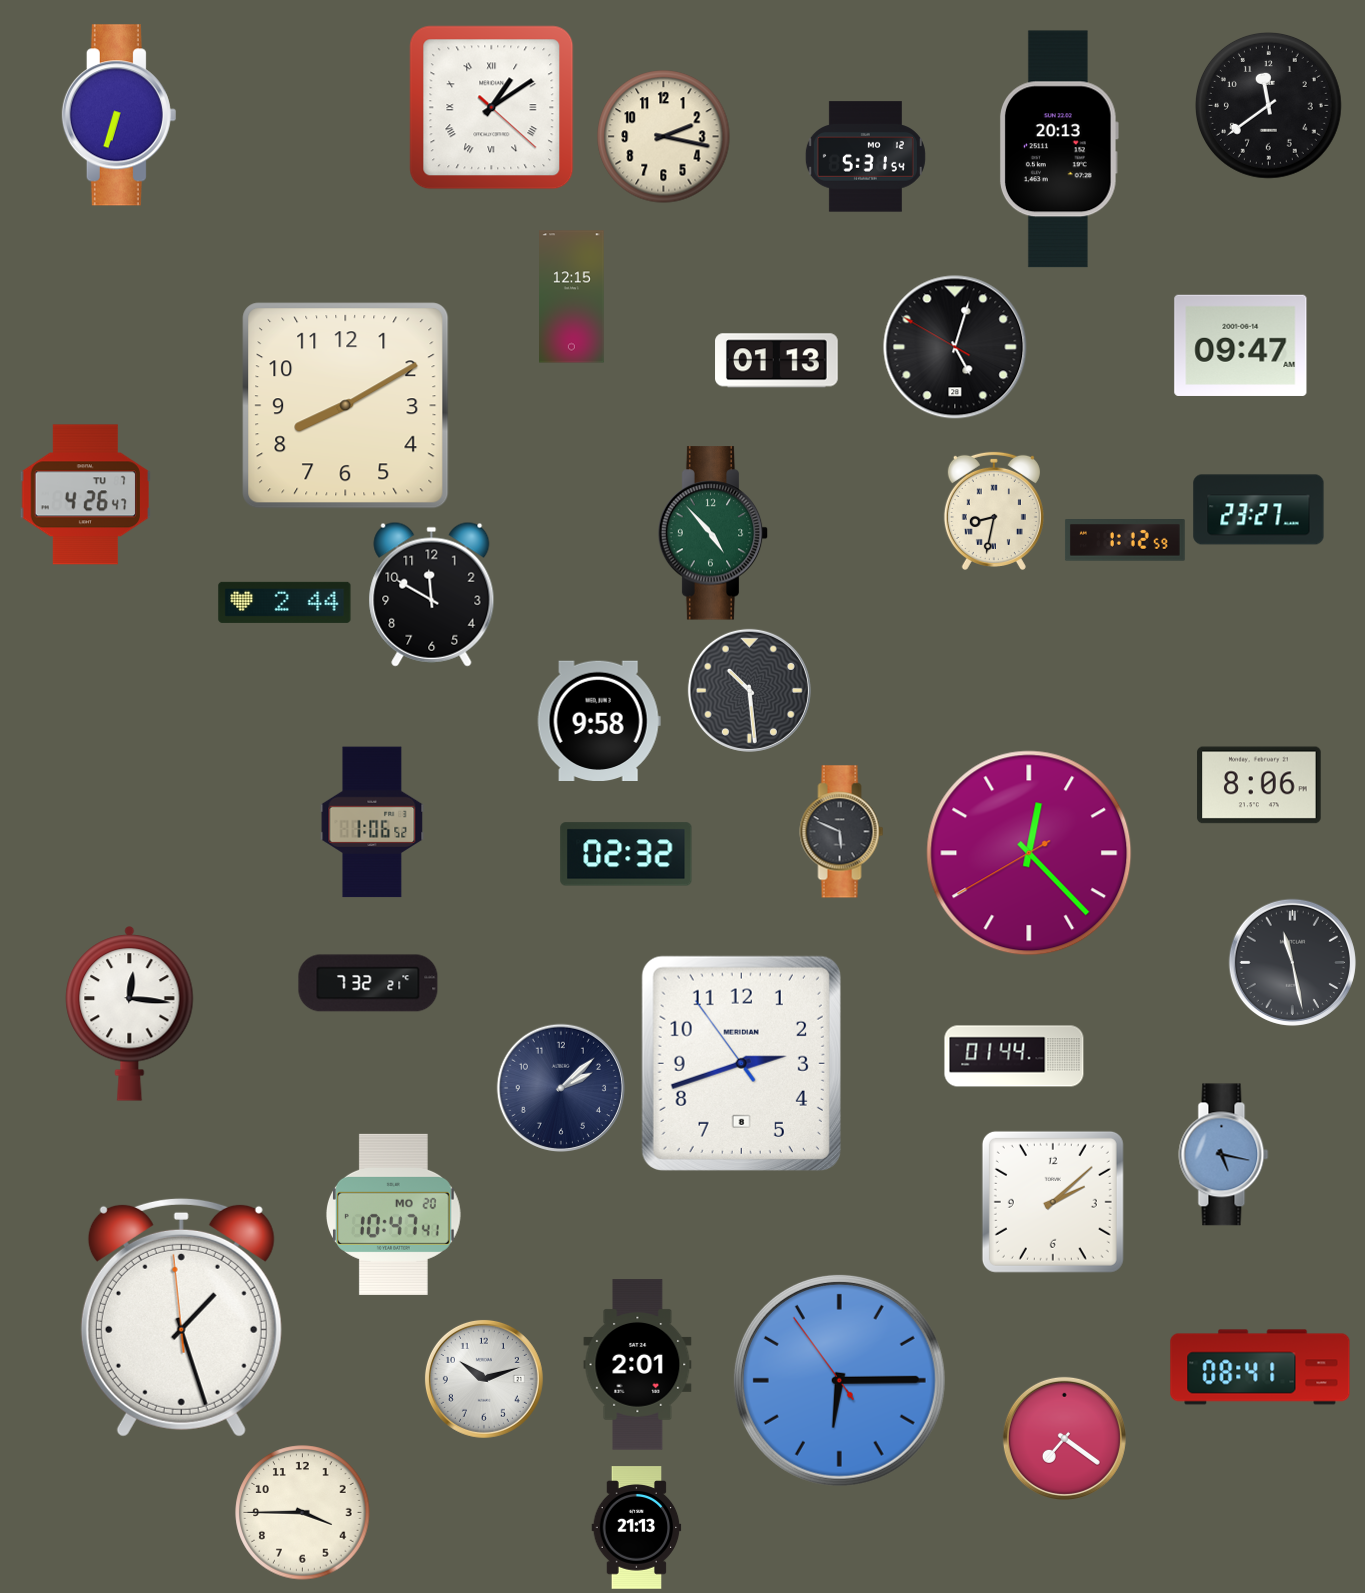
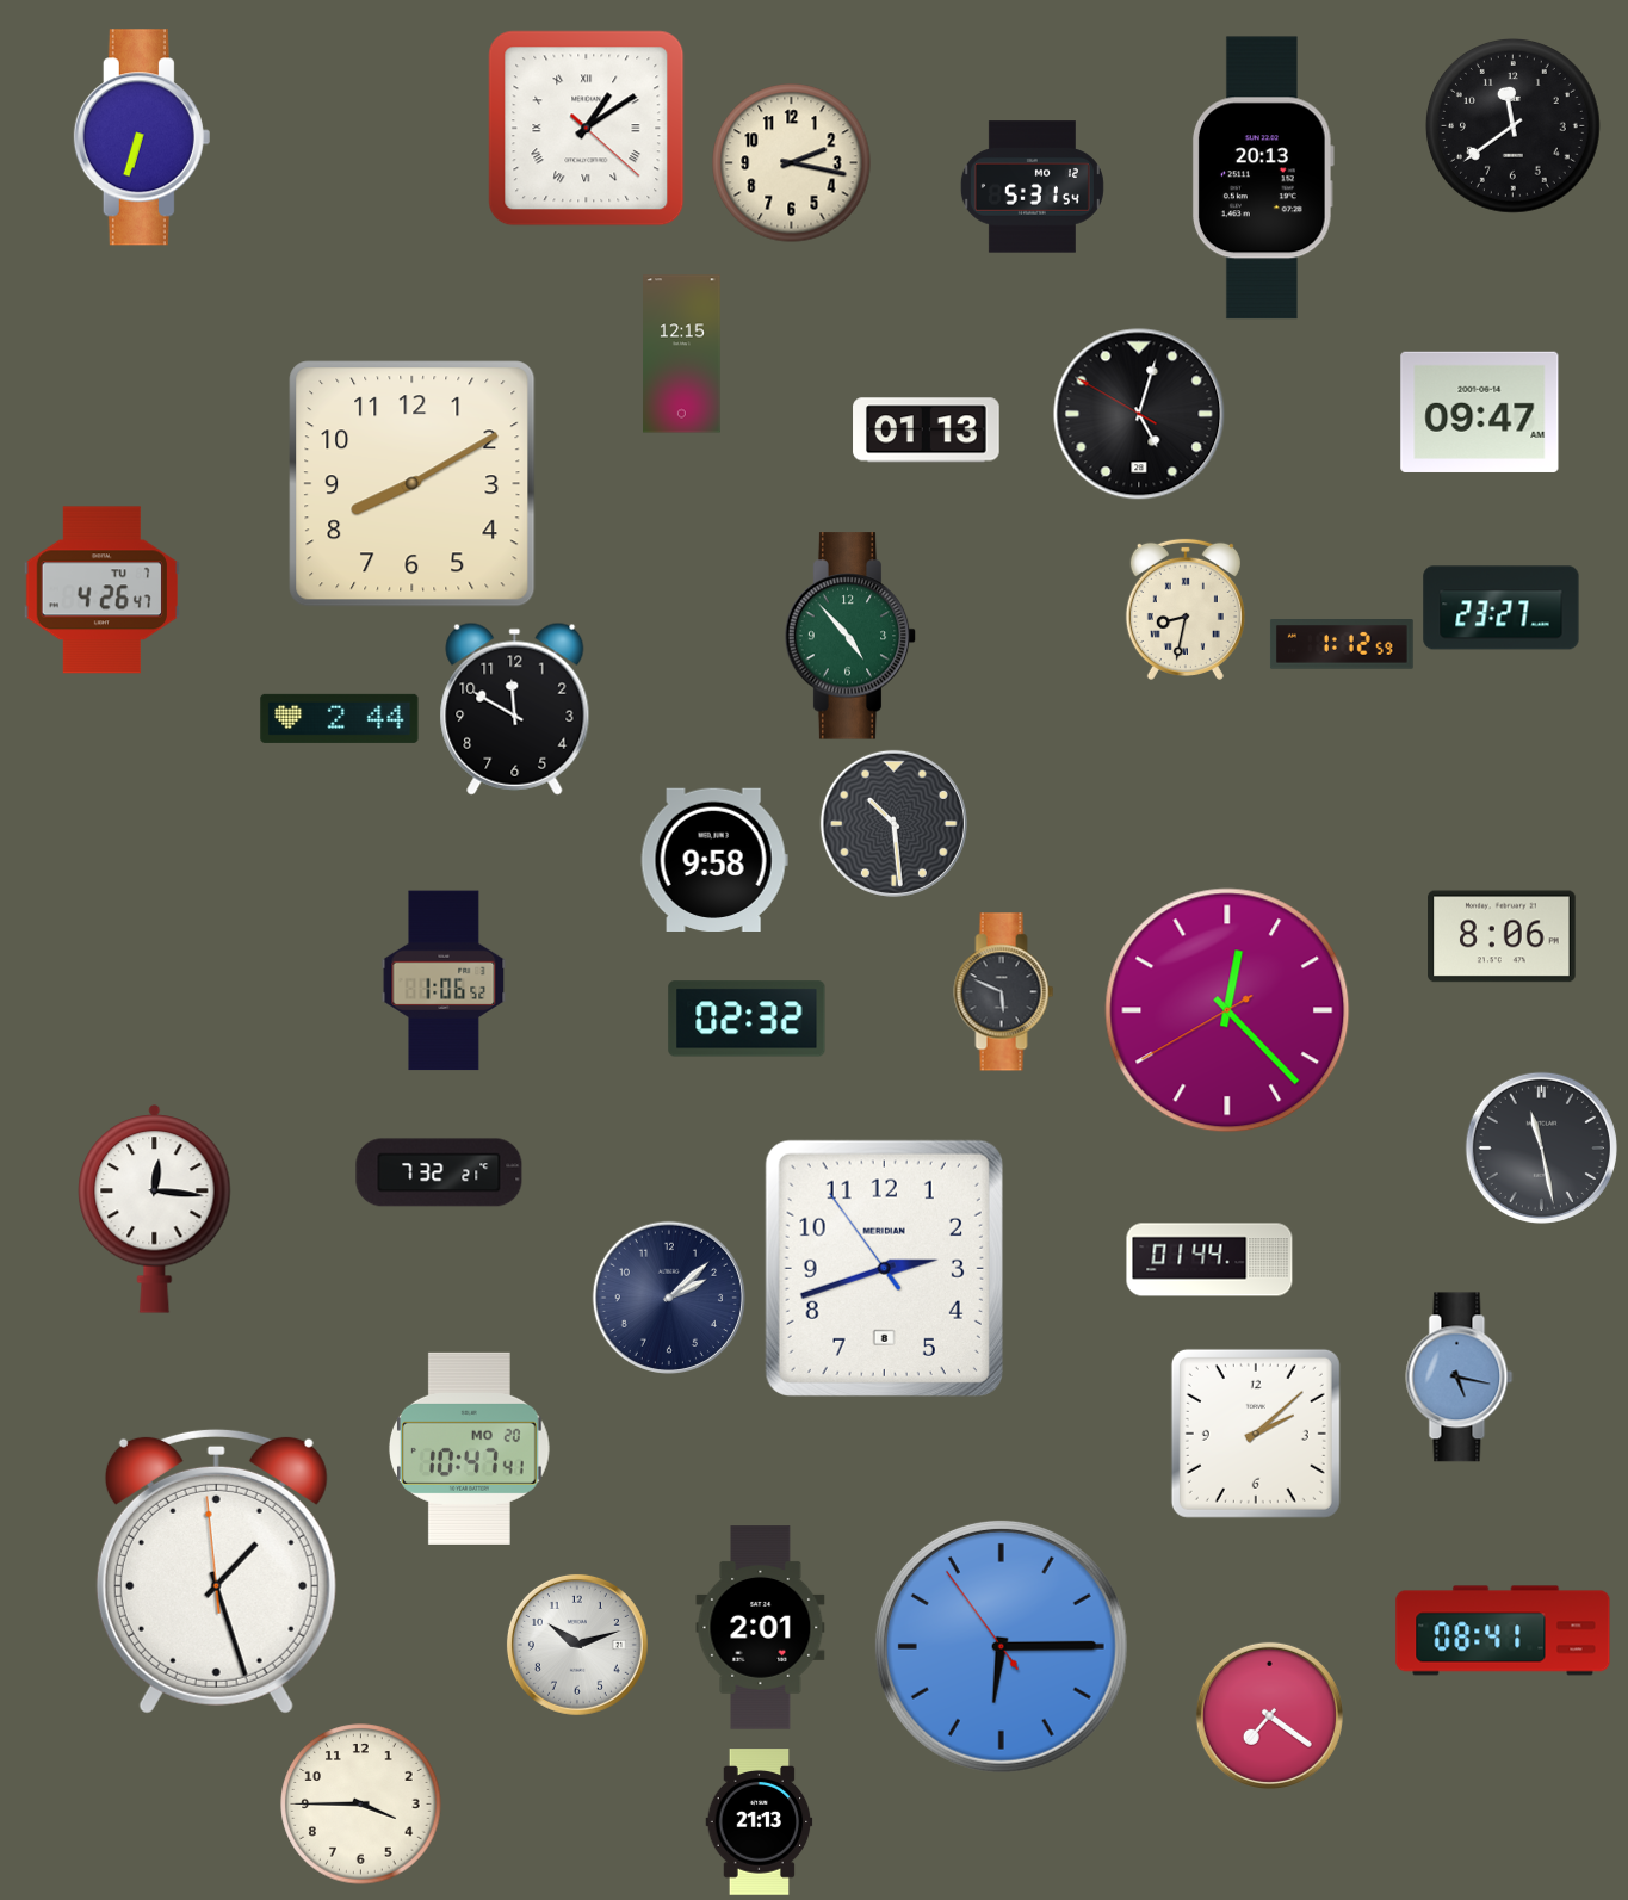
clock at (1029, 853) position: (1029, 853) -> (1227, 1010)
